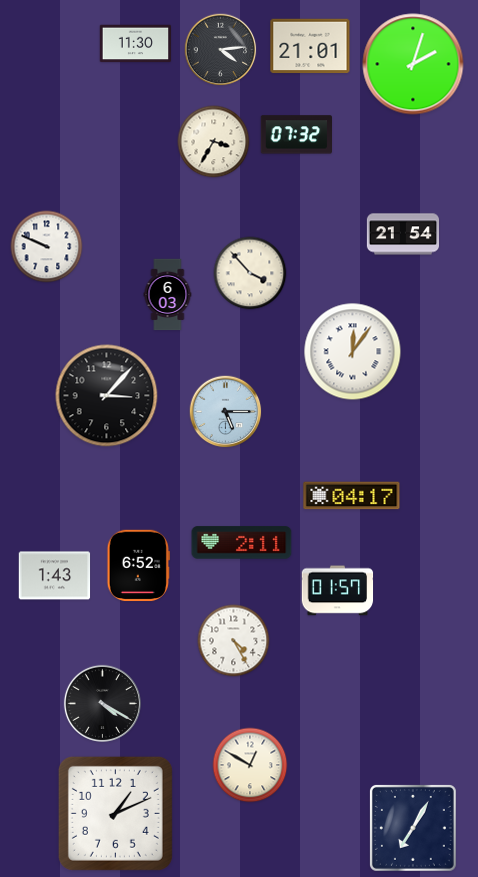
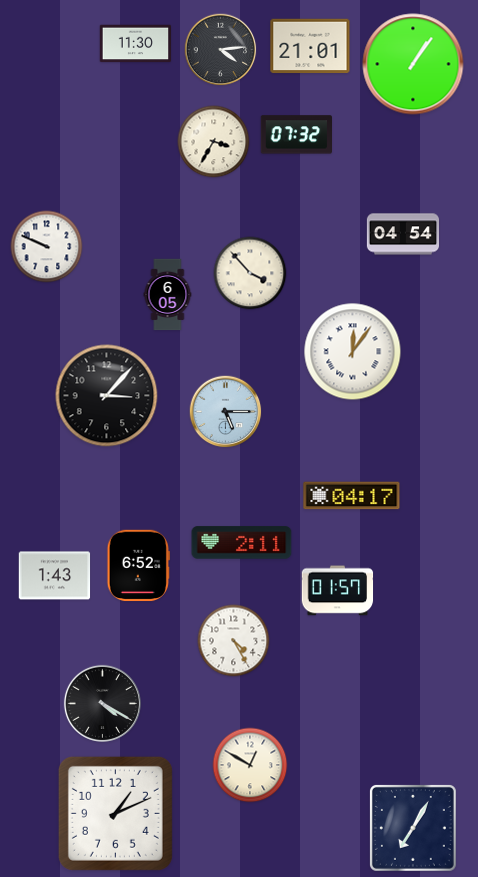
clock at (413, 64): 2:03 -> 1:06
clock at (402, 234): 21:54 -> 04:54
clock at (168, 295): 6:03 -> 6:05
